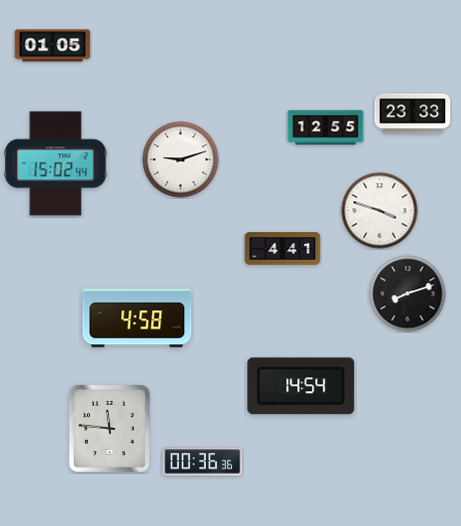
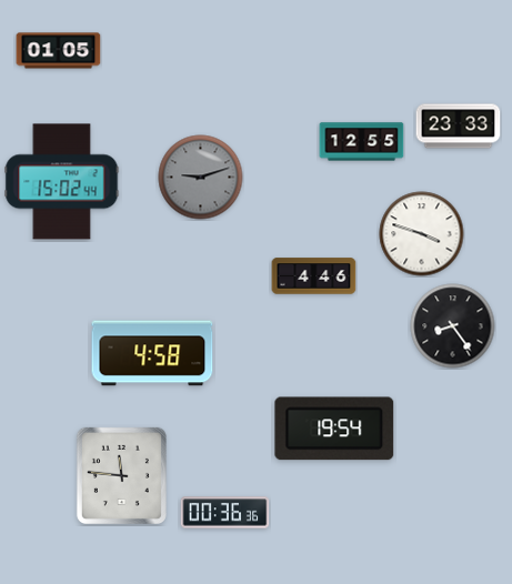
clock at (181, 160) dial: white -> grey
clock at (283, 249): 4:41 -> 4:46
clock at (408, 294): 8:12 -> 8:24
clock at (301, 386): 14:54 -> 19:54
